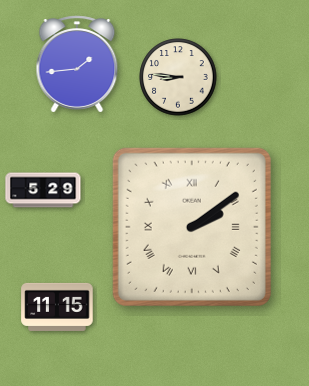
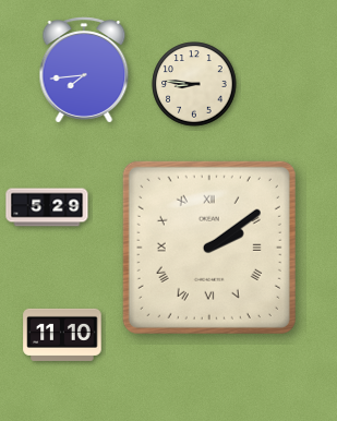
clock at (77, 64): 1:44 -> 7:44
clock at (57, 307): 11:15 -> 11:10
